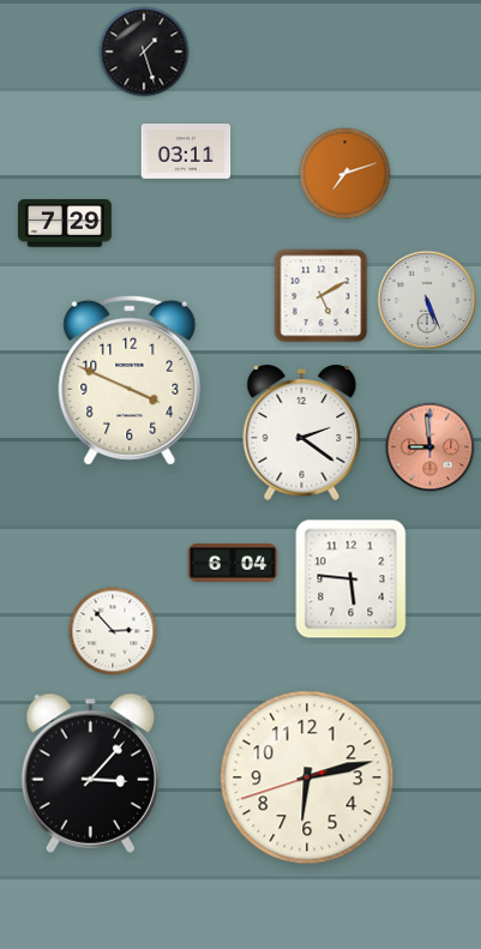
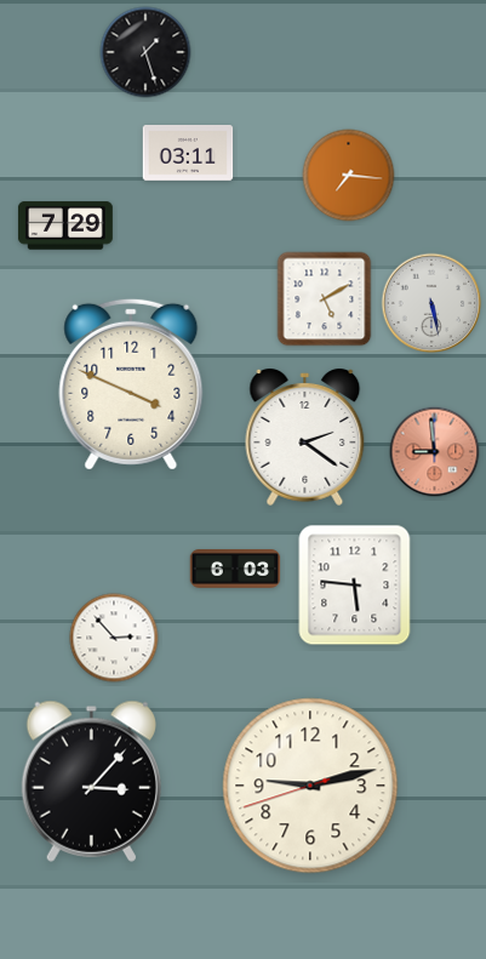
clock at (345, 174): 7:12 -> 7:16
clock at (427, 300): 5:26 -> 5:28
clock at (233, 563): 6:04 -> 6:03
clock at (307, 777): 6:12 -> 9:12
